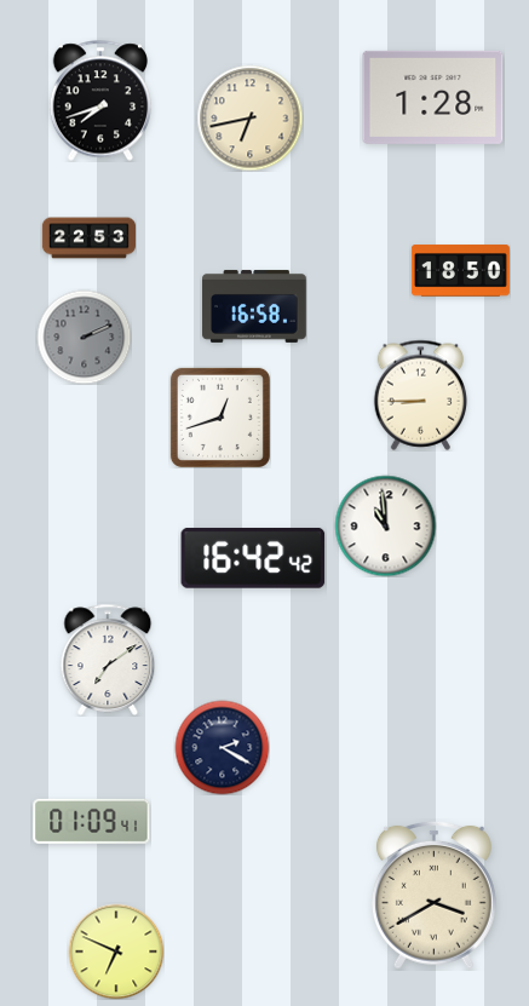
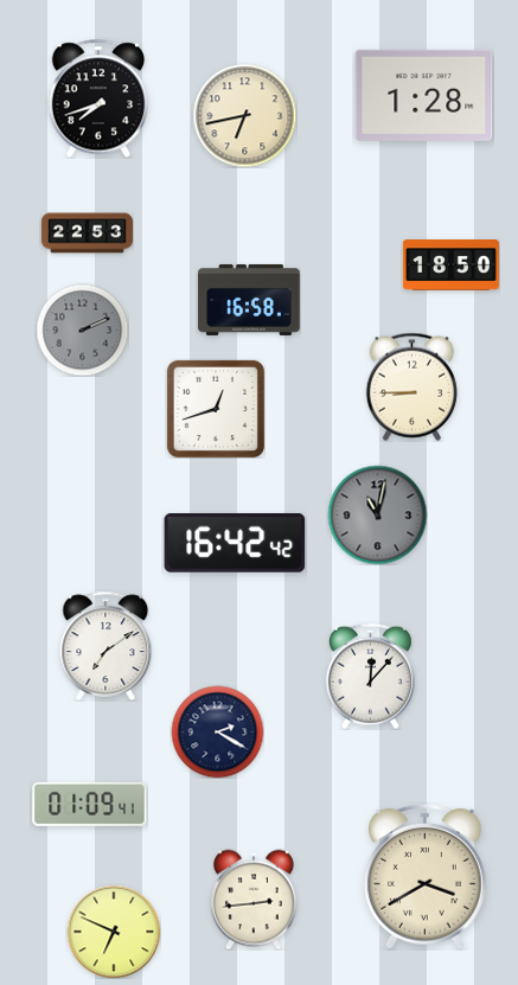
clock at (385, 525): 10:59 -> 11:02
clock at (385, 525) dial: white -> grey
clock at (253, 558) position: (253, 558) -> (235, 543)
clock at (370, 676): none -> 12:07
clock at (254, 900): none -> 2:44
